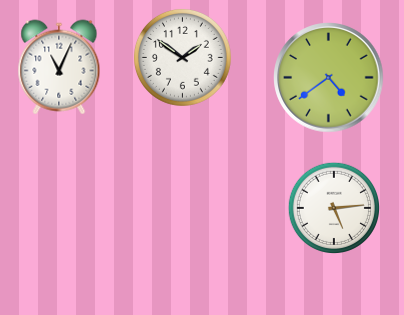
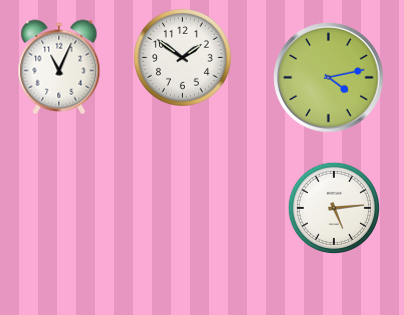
clock at (329, 78): 4:39 -> 4:13
